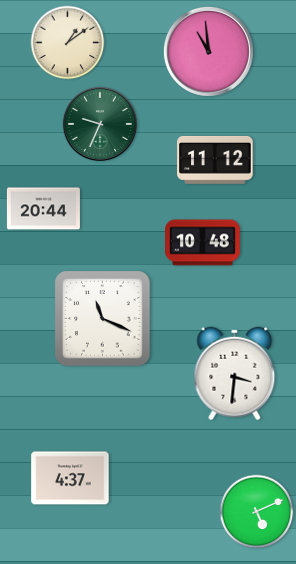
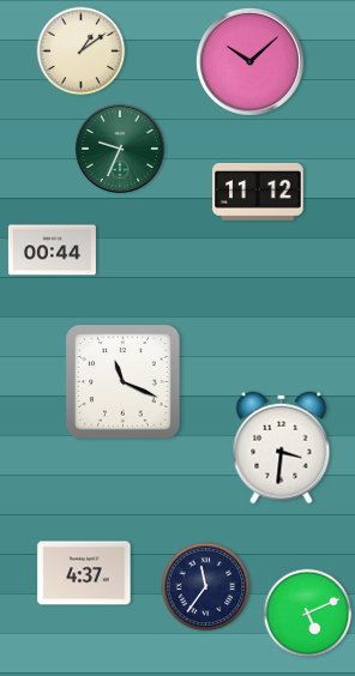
clock at (208, 51): 10:59 -> 10:08
clock at (43, 209): 20:44 -> 00:44
clock at (203, 243): 10:48 -> none
clock at (206, 587): none -> 11:36
